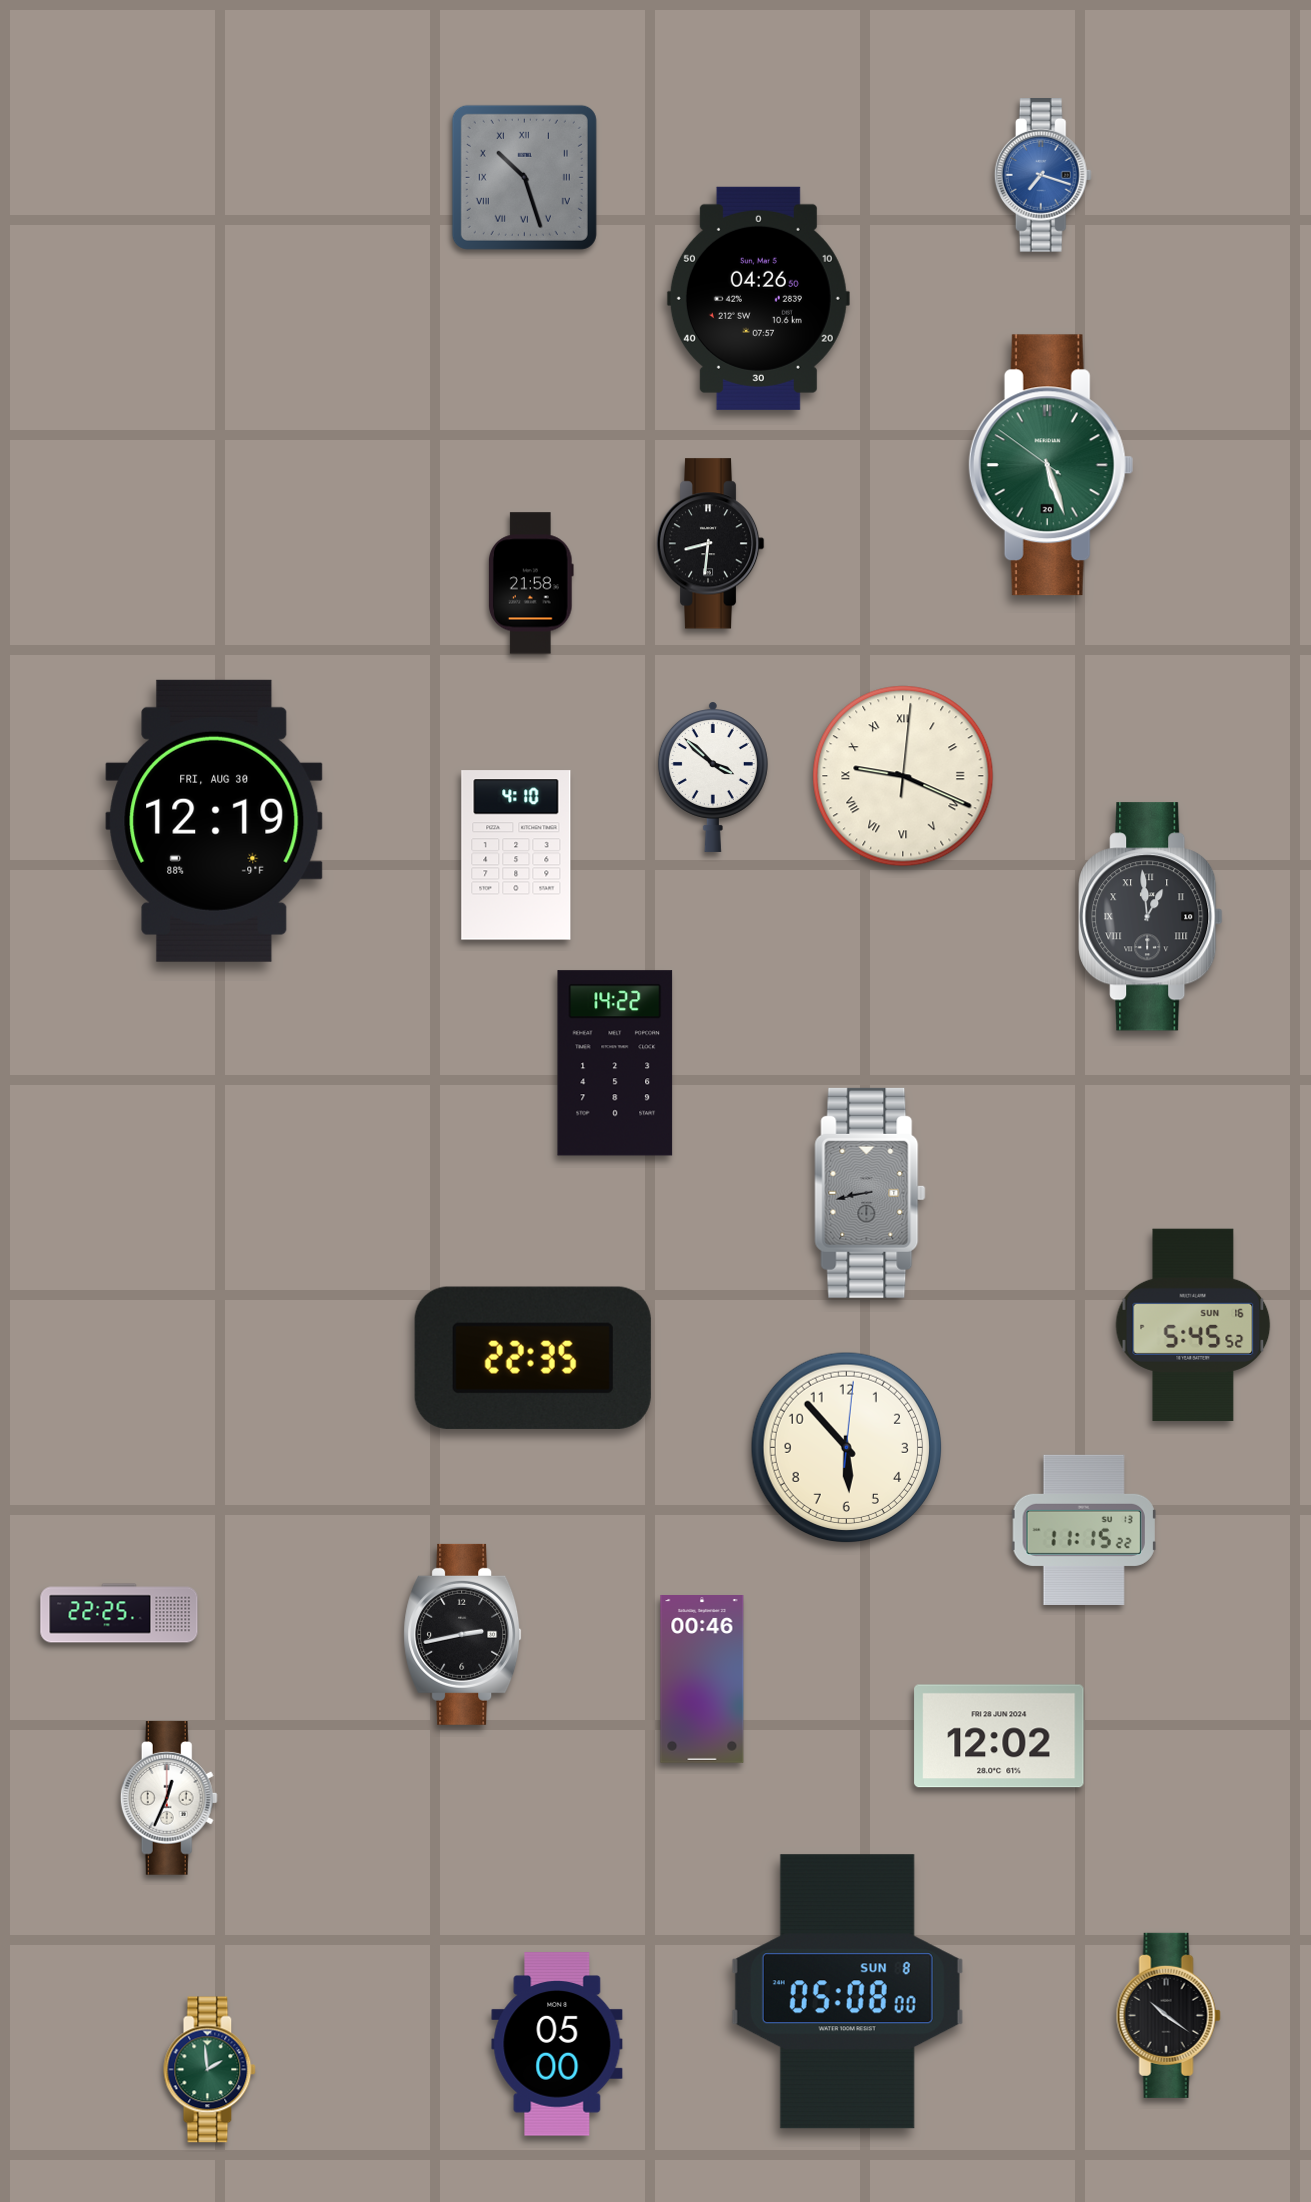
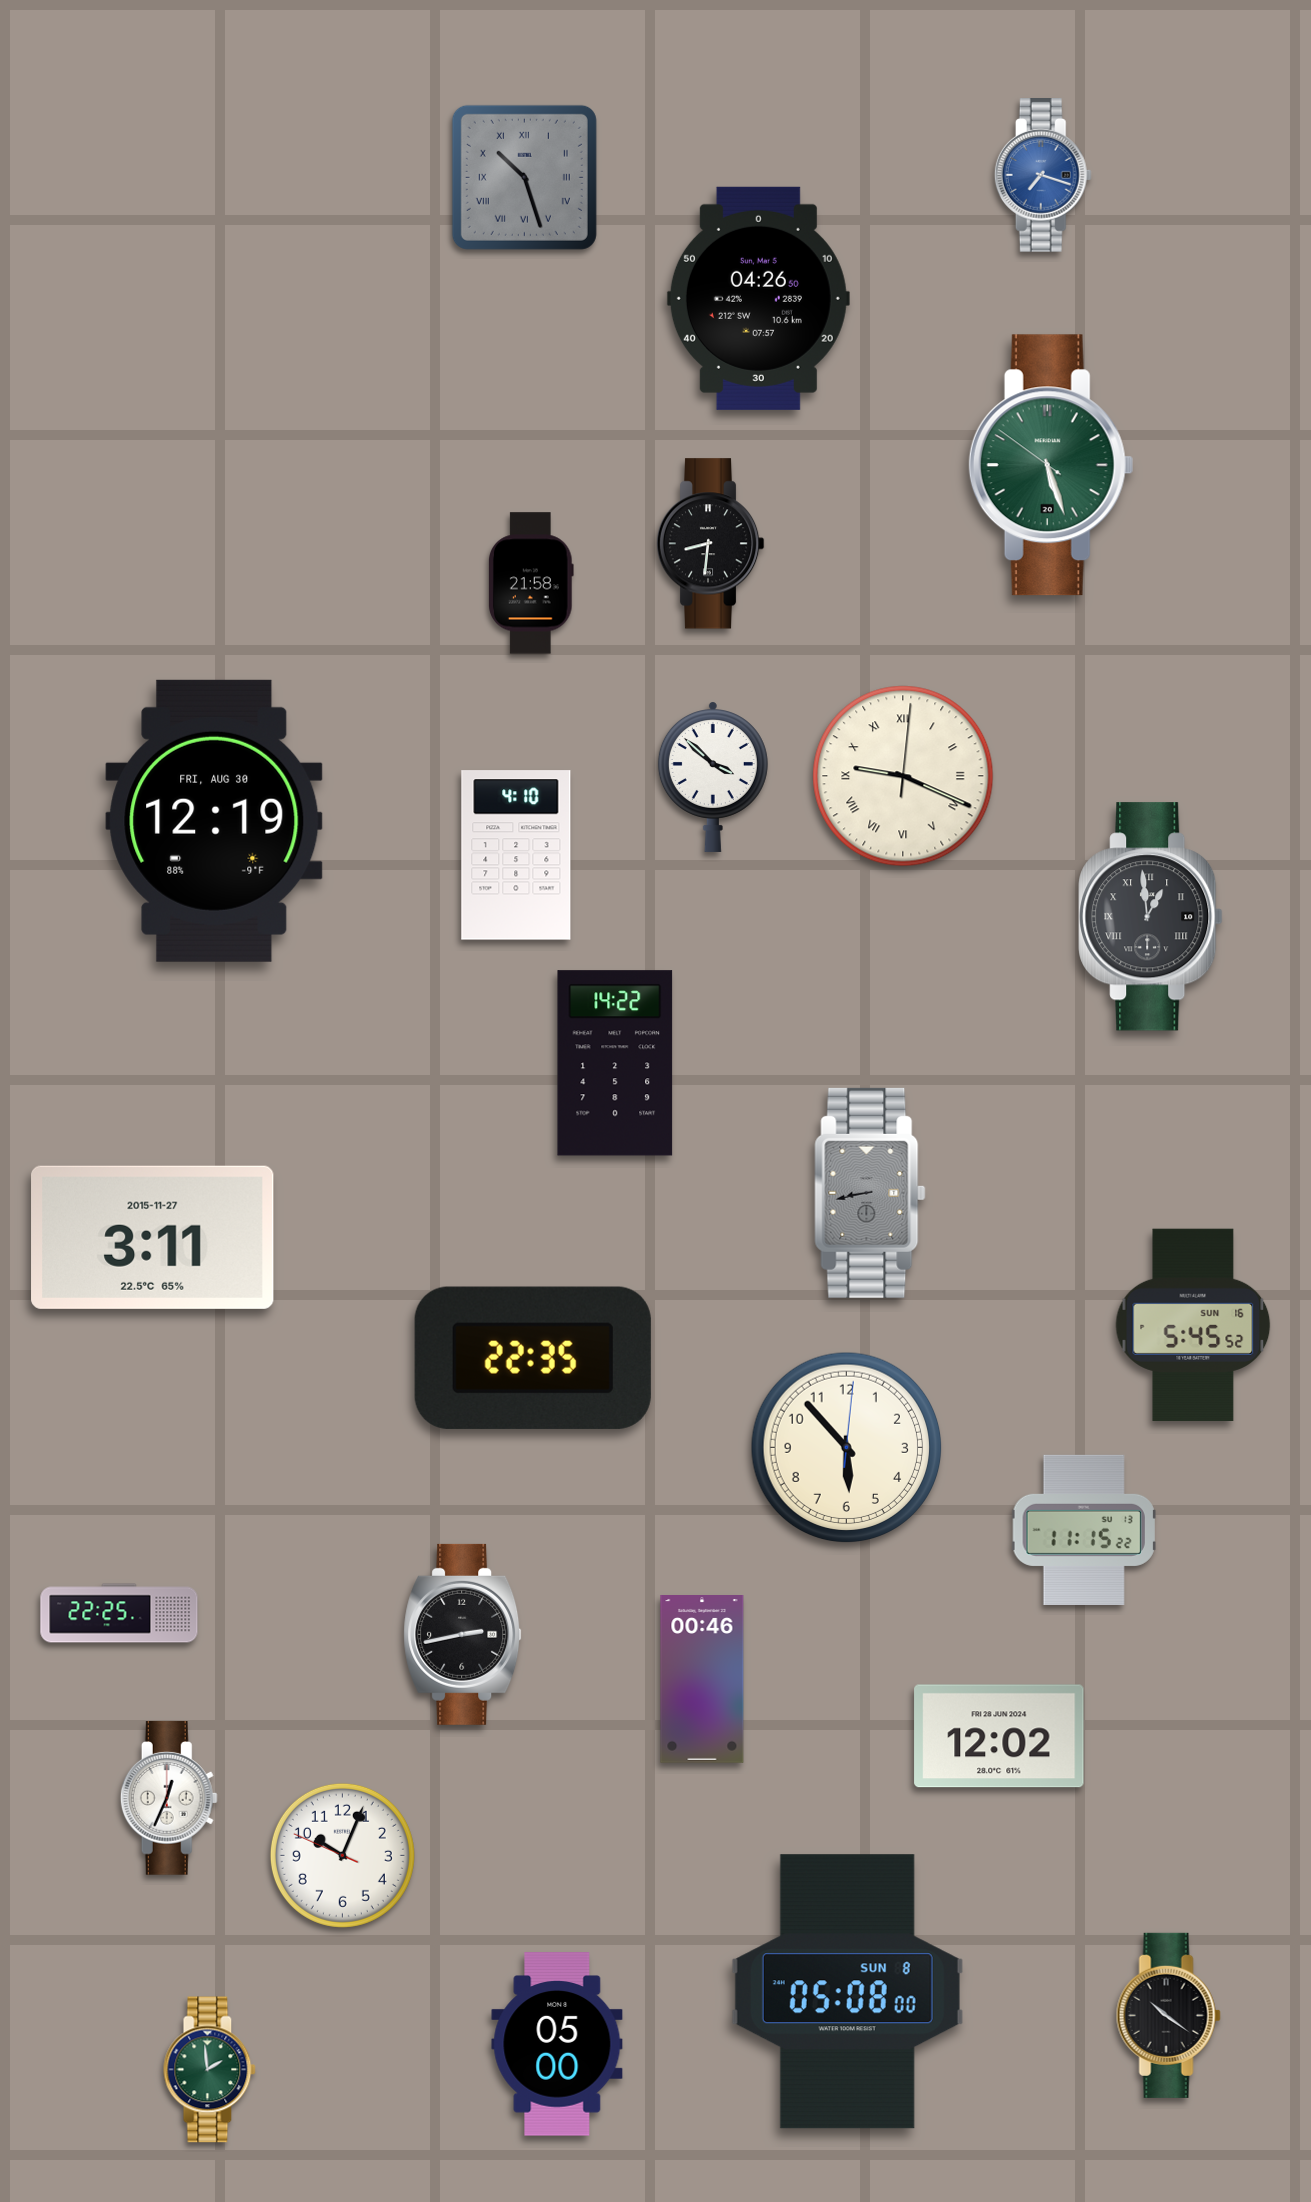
clock at (153, 1237): none -> 3:11
clock at (342, 1855): none -> 10:03
